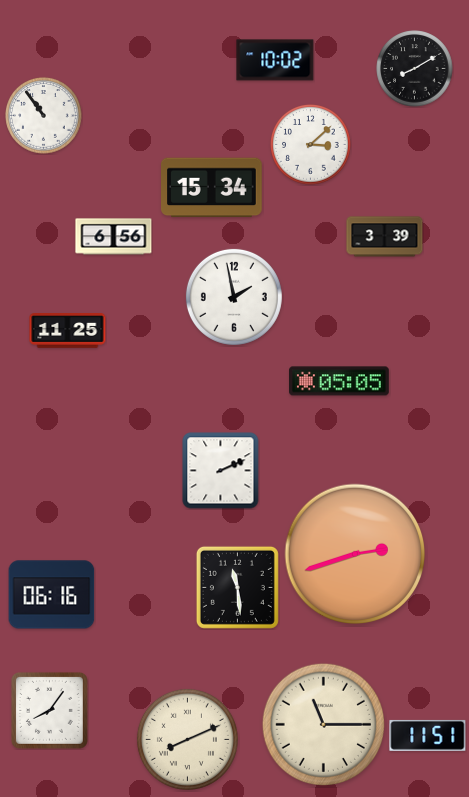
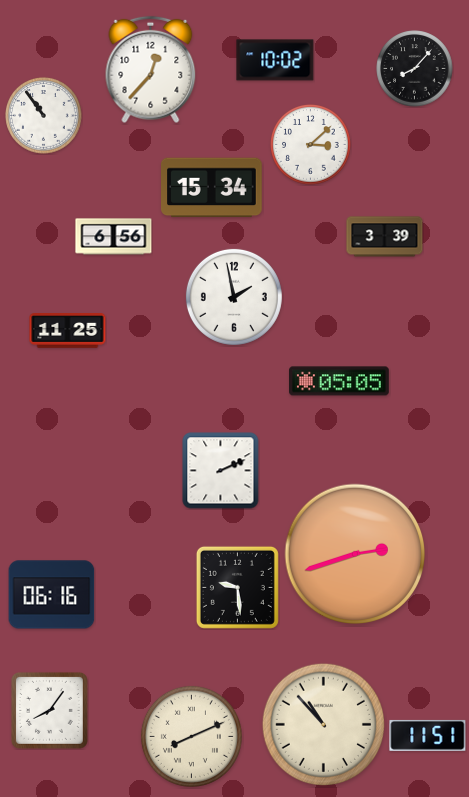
clock at (415, 69): 8:10 -> 8:07
clock at (151, 70): none -> 12:37
clock at (237, 587): 11:29 -> 9:29
clock at (323, 724): 11:15 -> 10:53
clock at (187, 739) position: (187, 739) -> (191, 736)
